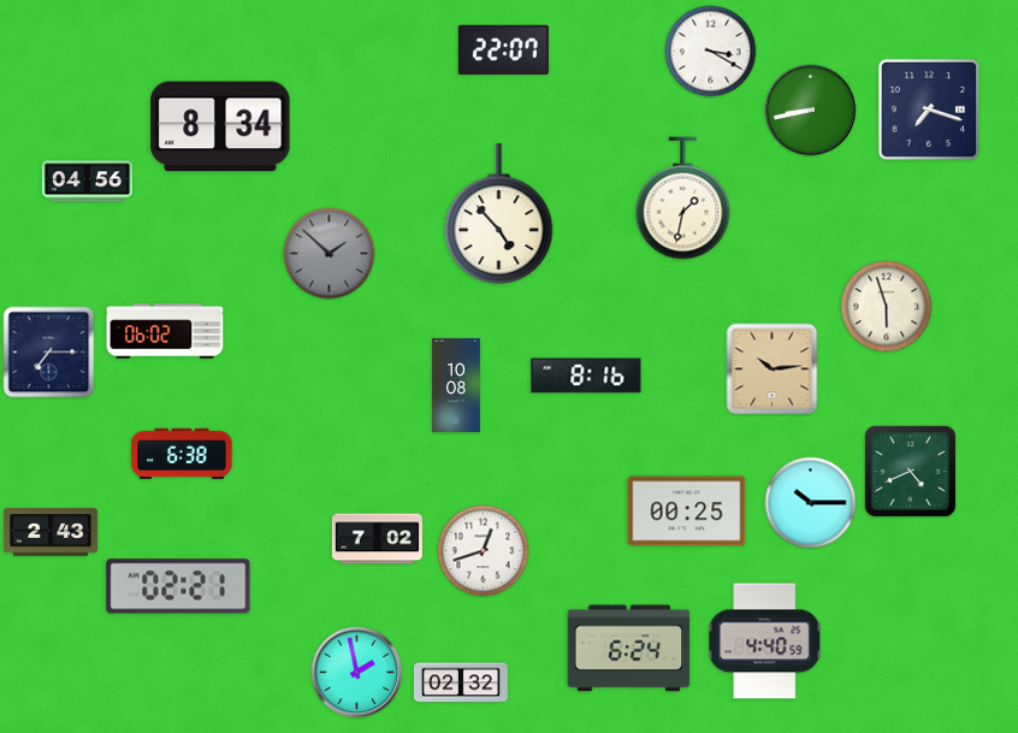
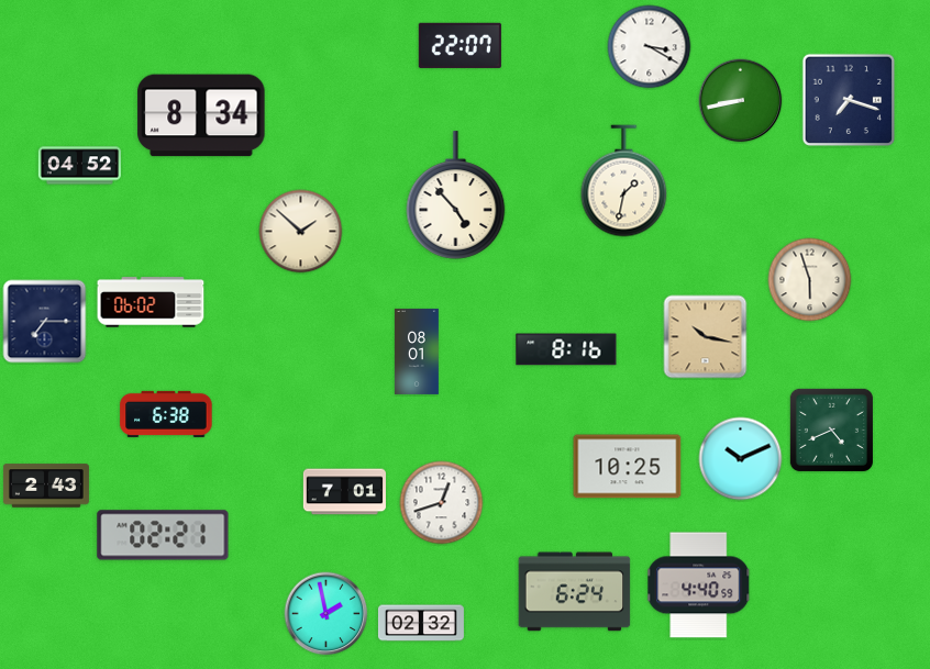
clock at (87, 182): 04:56 -> 04:52
clock at (330, 254) dial: grey -> cream
clock at (773, 370): 10:14 -> 10:17
clock at (586, 376) position: (586, 376) -> (566, 349)
clock at (456, 385): 10:08 -> 08:01
clock at (811, 503): 10:15 -> 10:11
clock at (687, 512): 00:25 -> 10:25
clock at (377, 539): 7:02 -> 7:01
